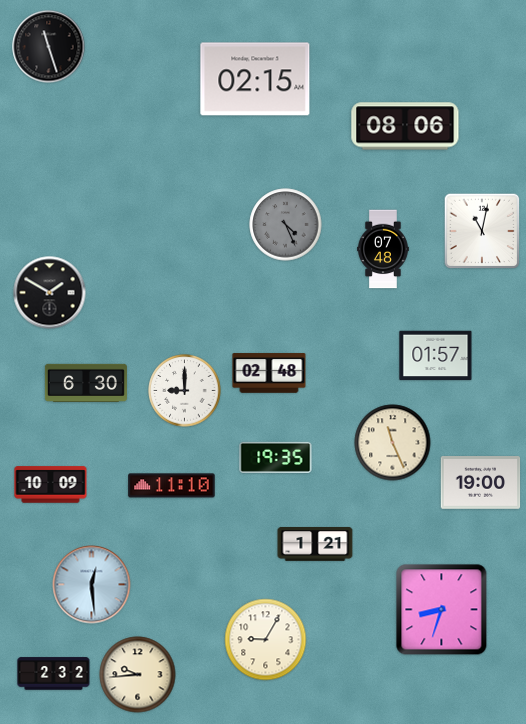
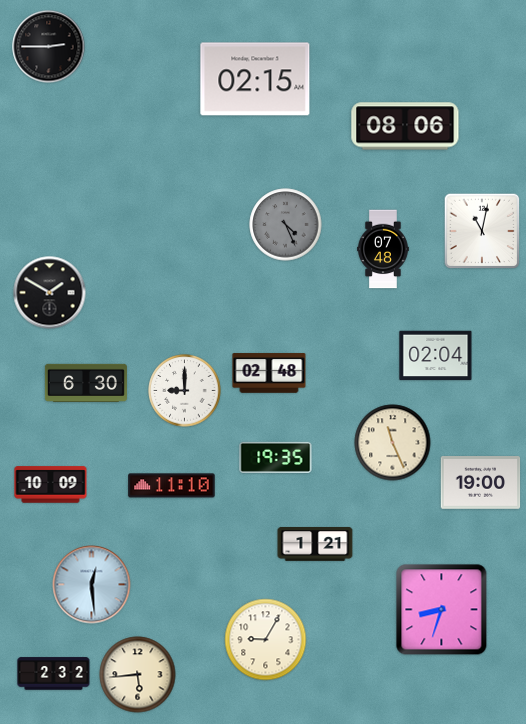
clock at (49, 47): 11:27 -> 2:45
clock at (436, 356): 01:57 -> 02:04
clock at (138, 675): 9:44 -> 5:44
